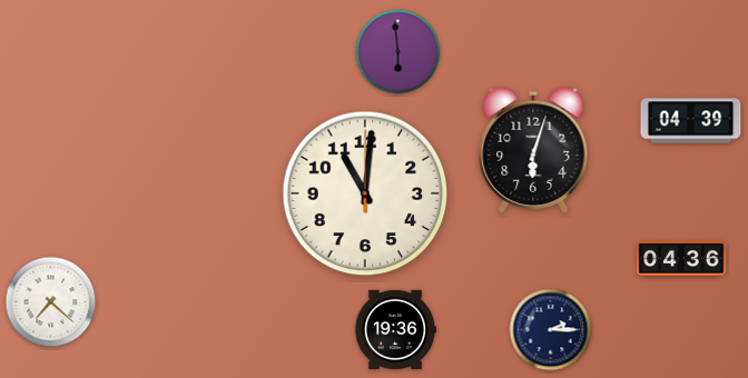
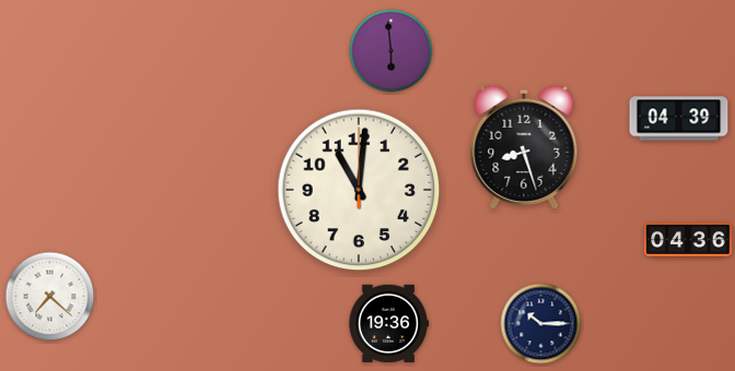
clock at (533, 150): 6:03 -> 8:27
clock at (681, 259) position: (681, 259) -> (688, 240)
clock at (551, 330): 2:15 -> 10:15
